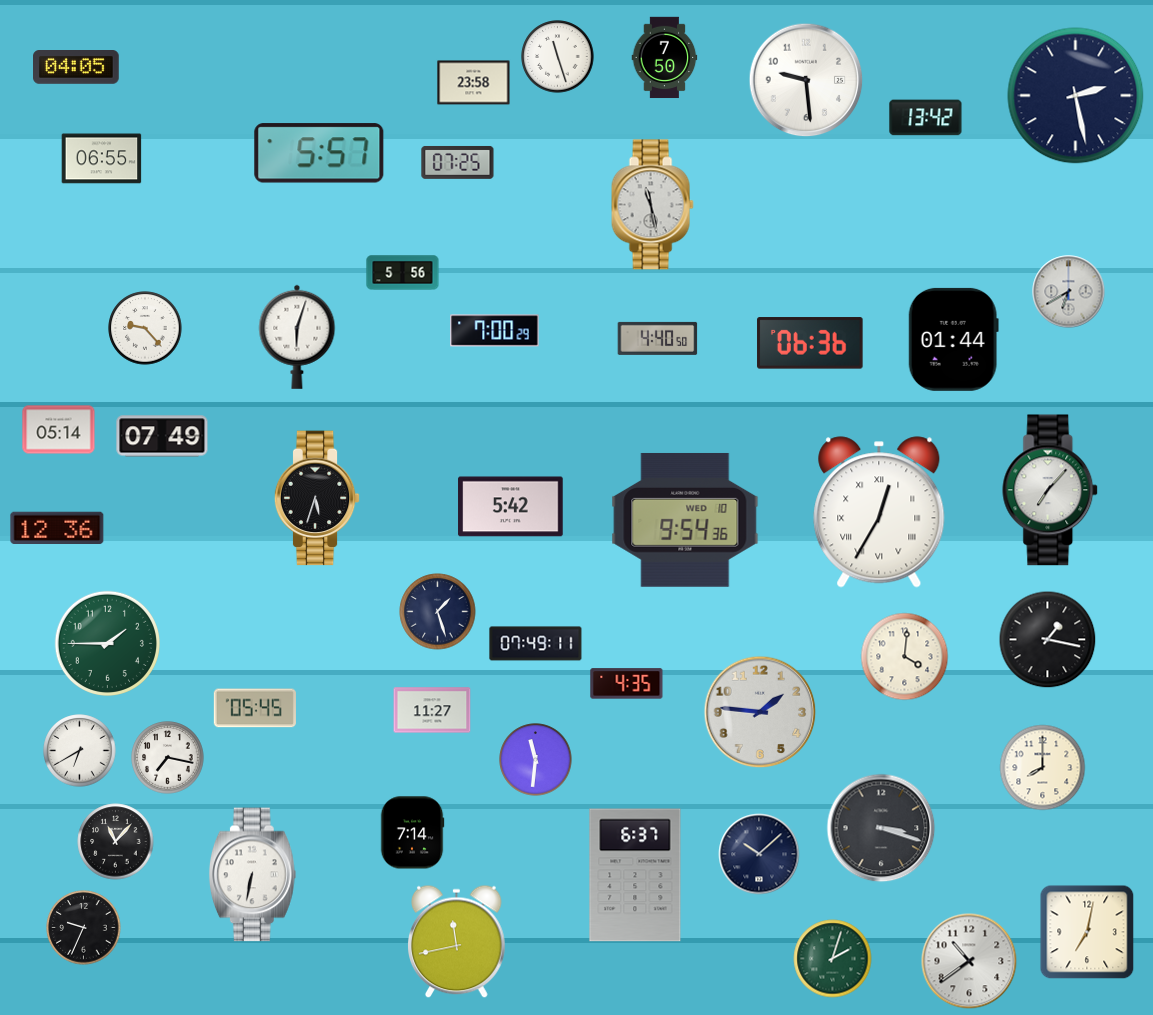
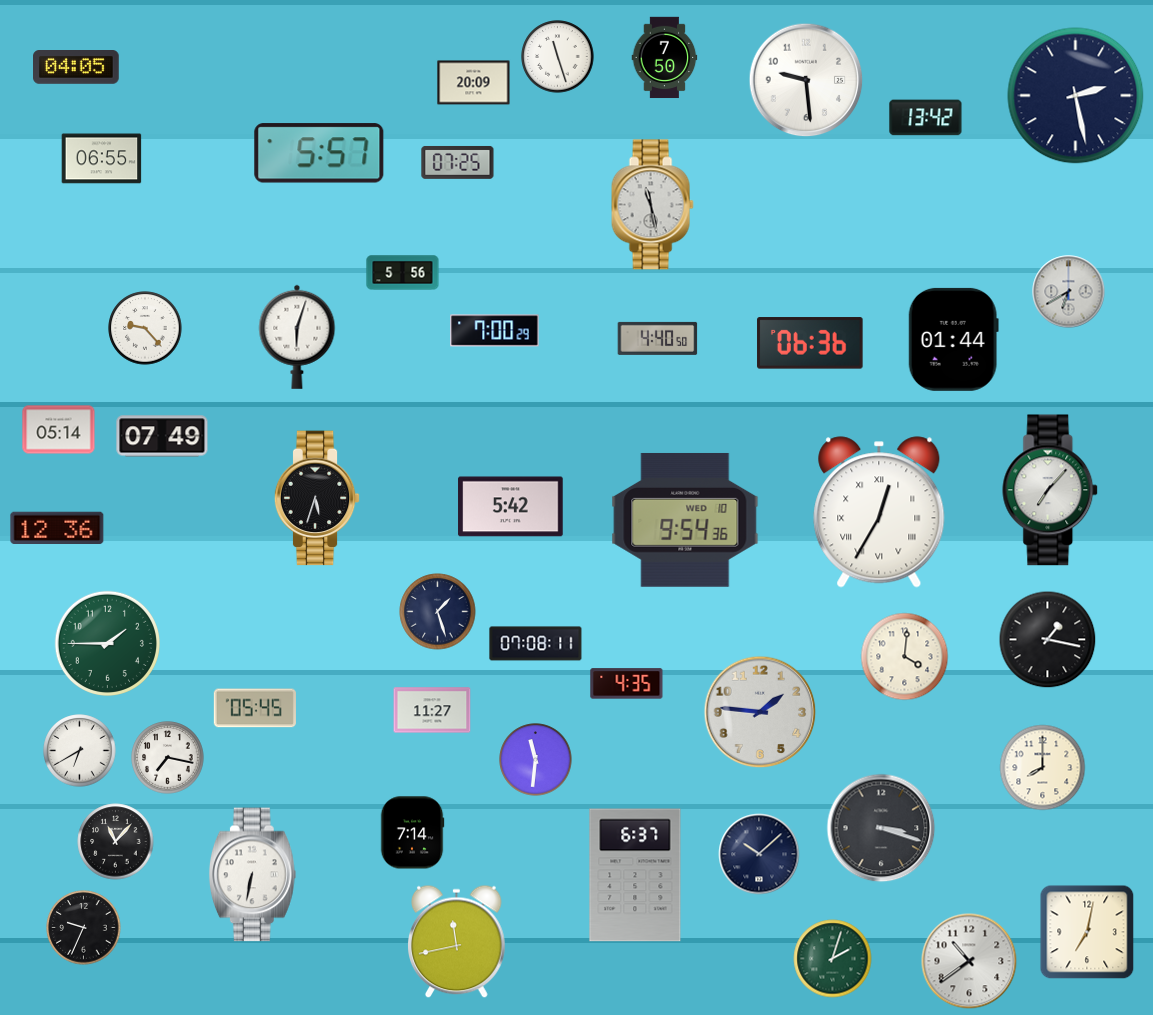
clock at (474, 83): 23:58 -> 20:09
clock at (536, 644): 07:49 -> 07:08
